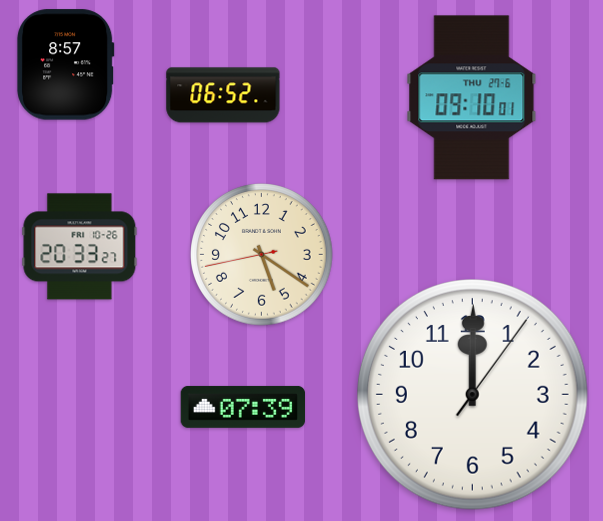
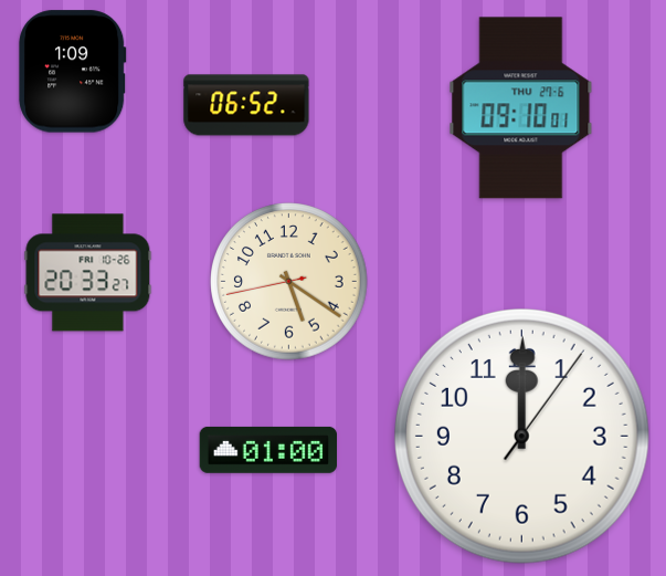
clock at (66, 65): 8:57 -> 1:09
clock at (242, 407): 07:39 -> 01:00
